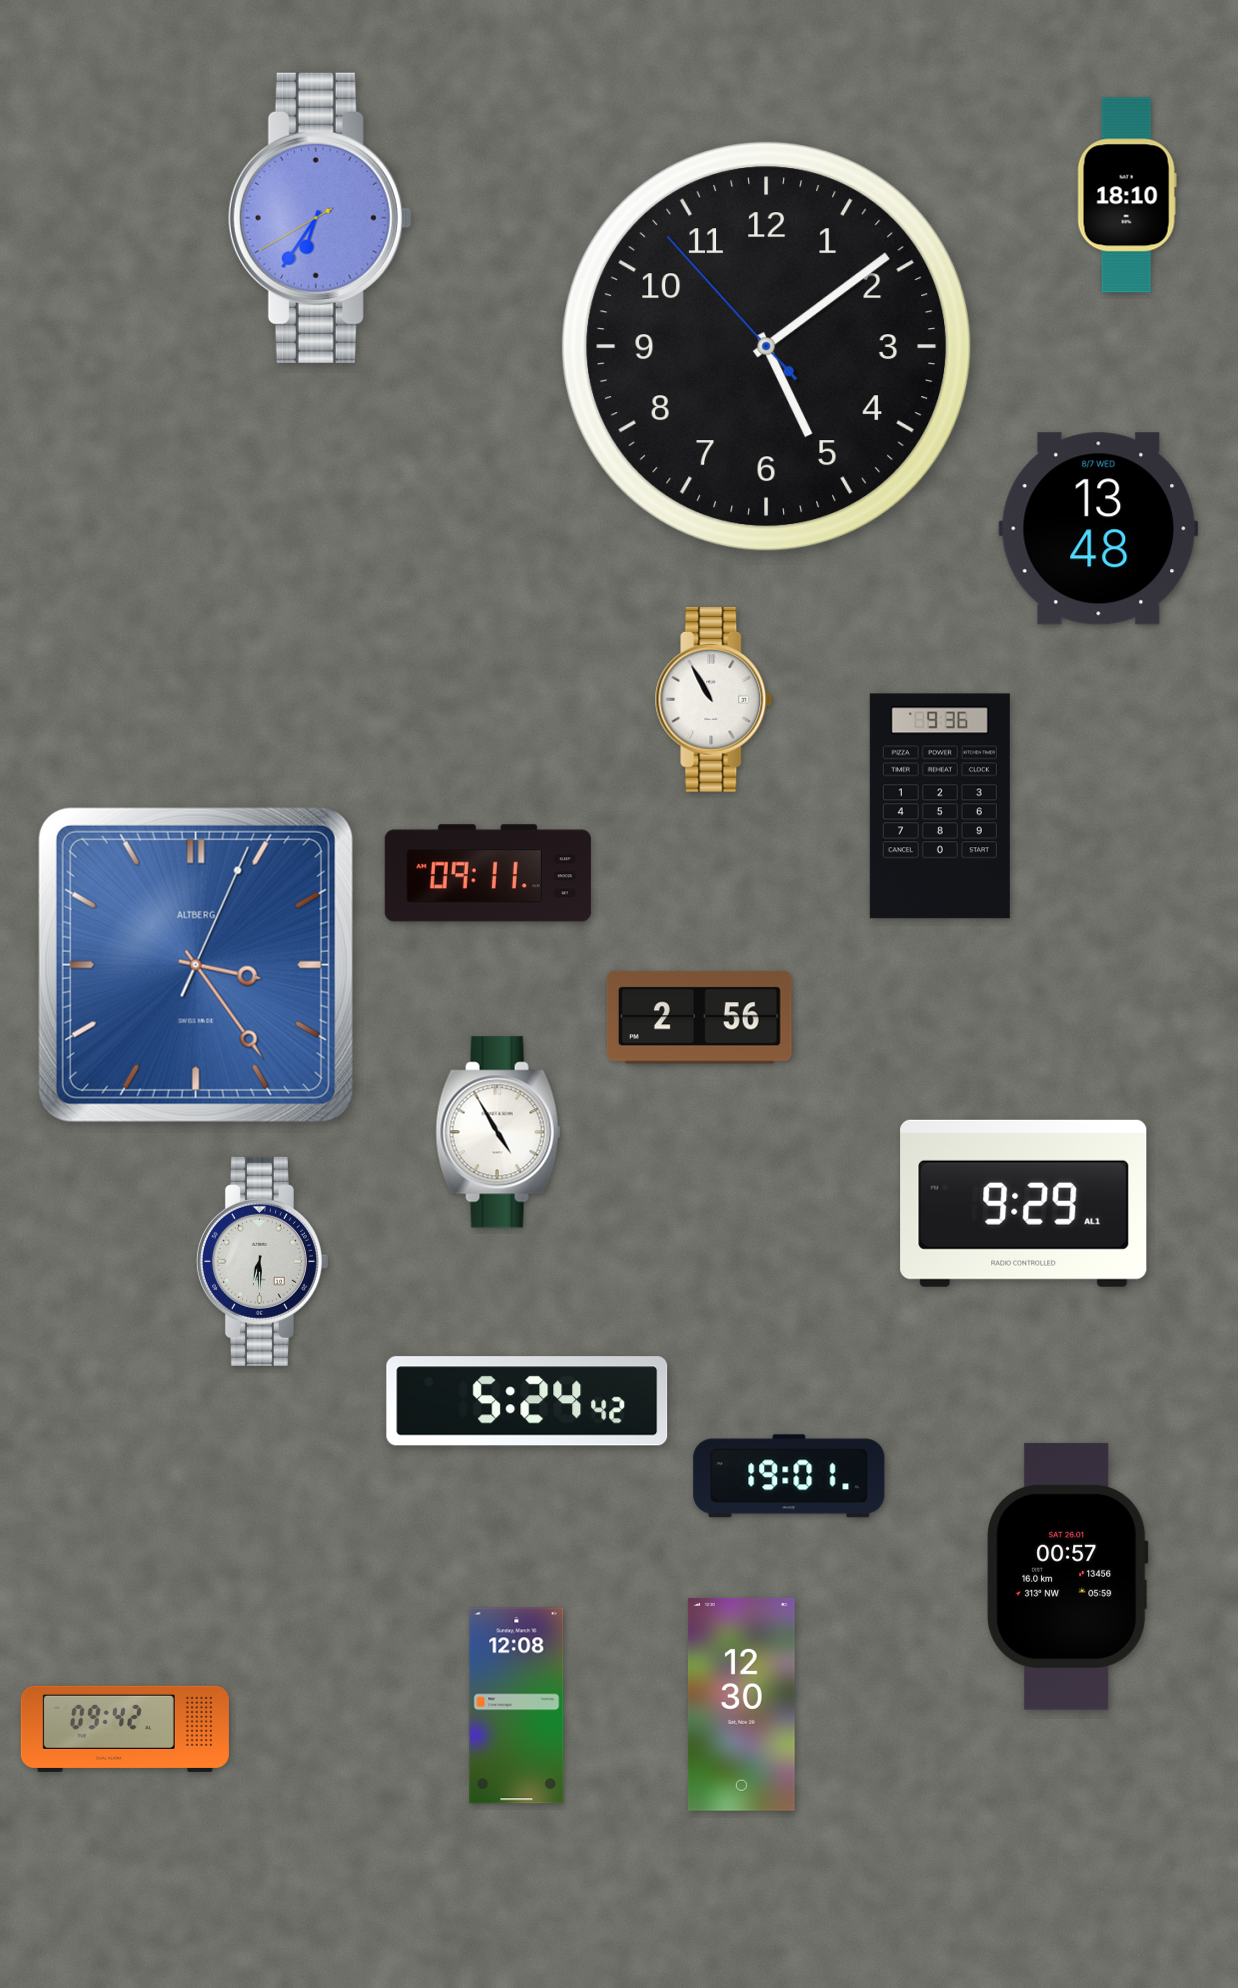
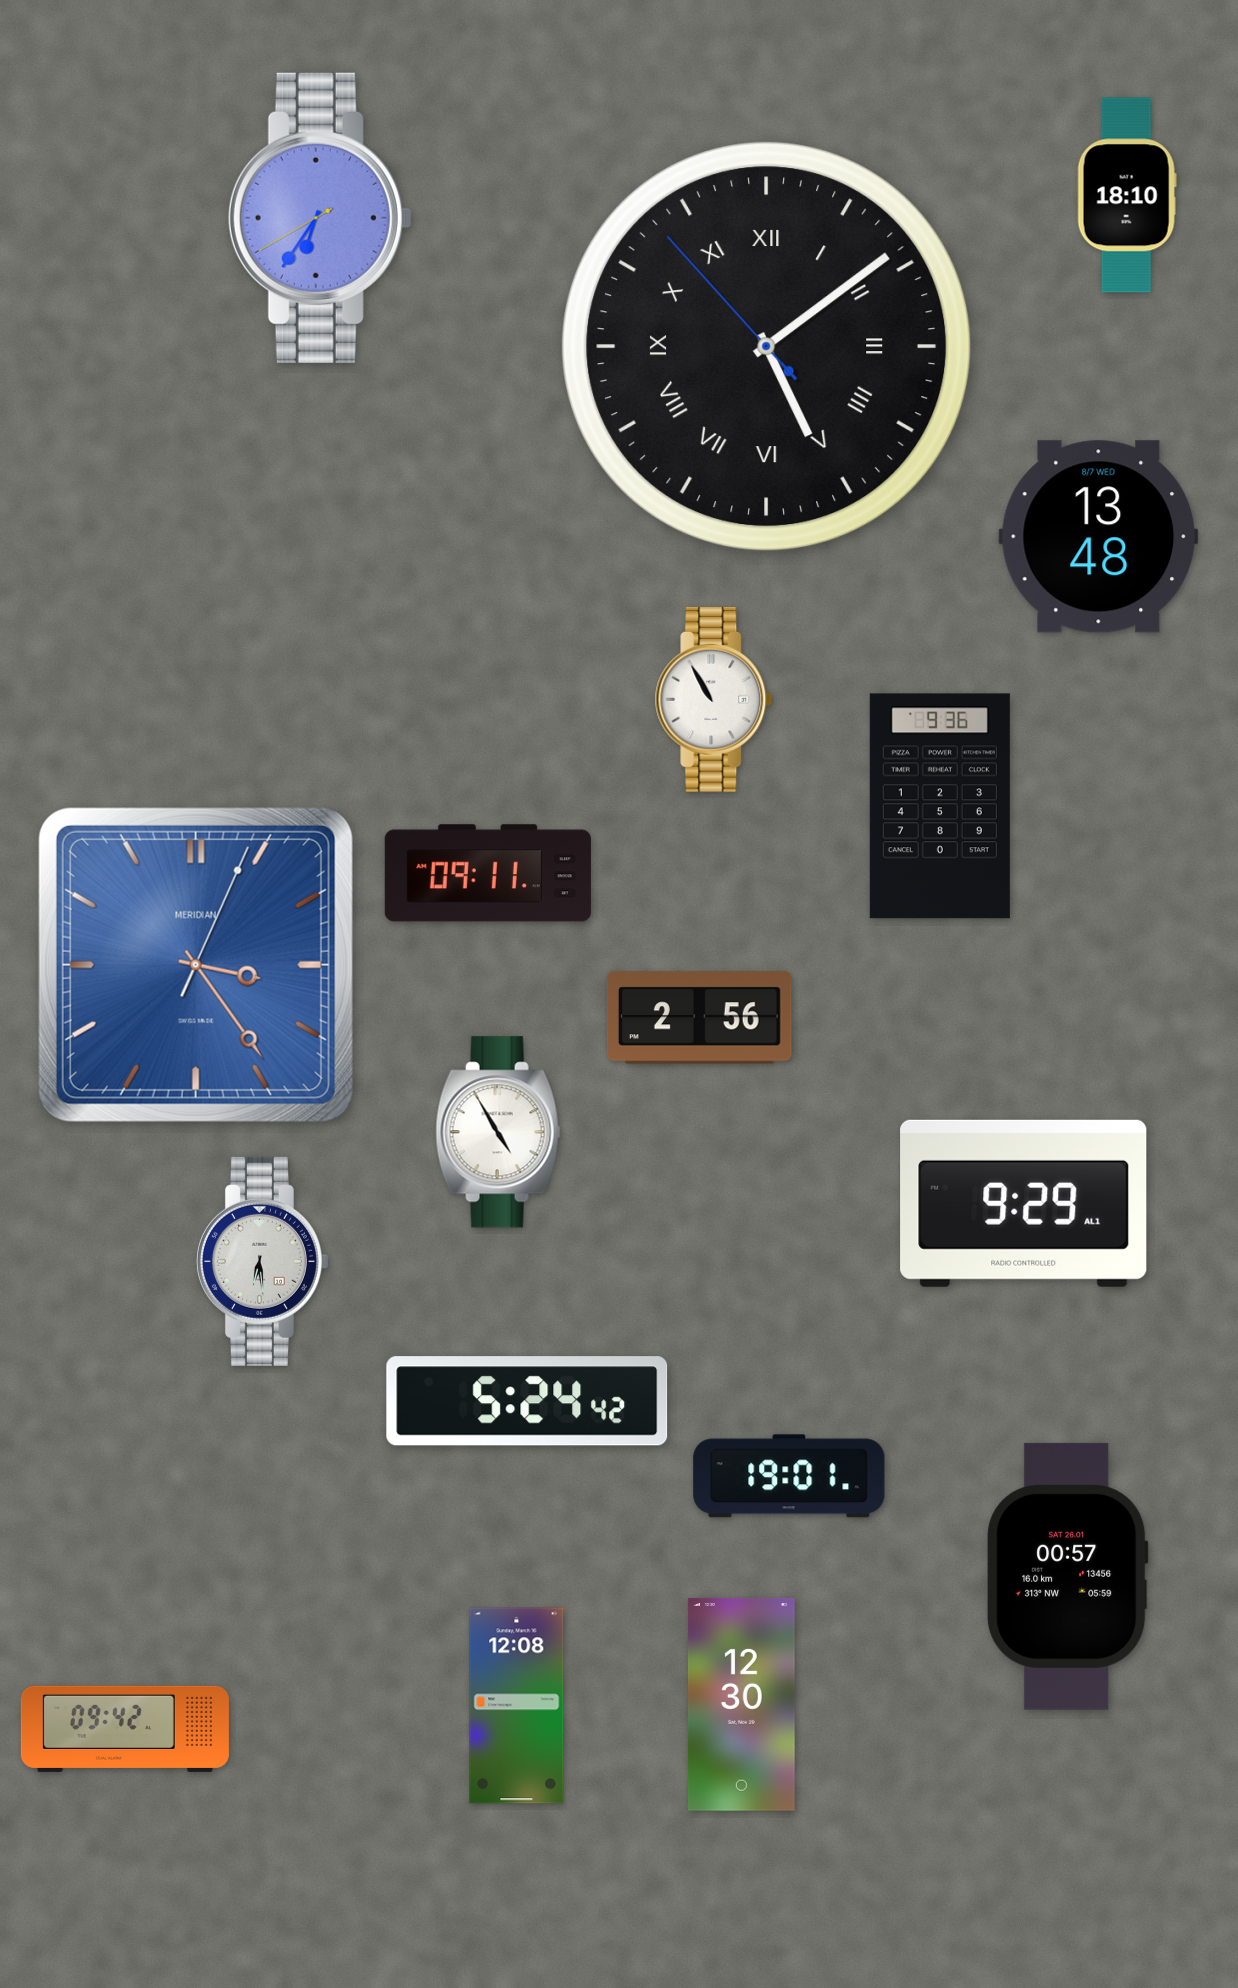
clock at (767, 347) numerals: Arabic -> Roman
clock at (1099, 529) position: (1099, 529) -> (1099, 537)
clock at (196, 965) brand: ALTBERG -> MERIDIAN
clock at (262, 1261): 6:30 -> 6:29
